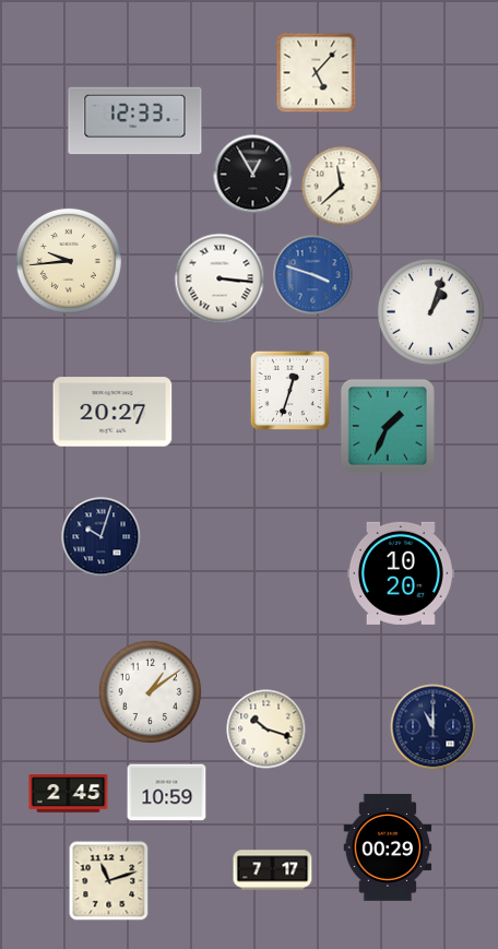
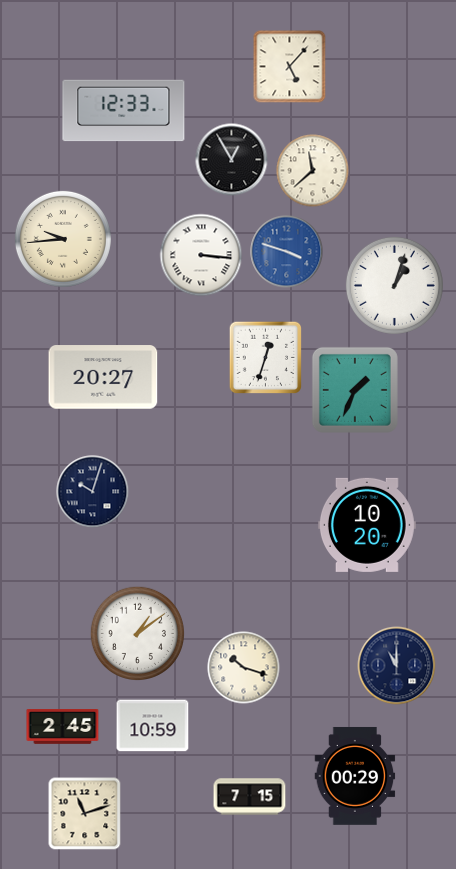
clock at (273, 870): 7:17 -> 7:15
clock at (109, 881) position: (109, 881) -> (85, 814)
